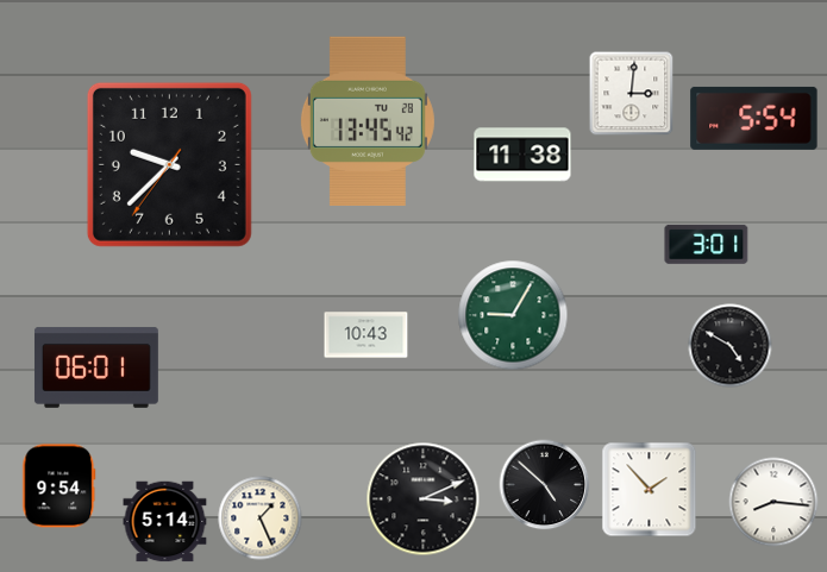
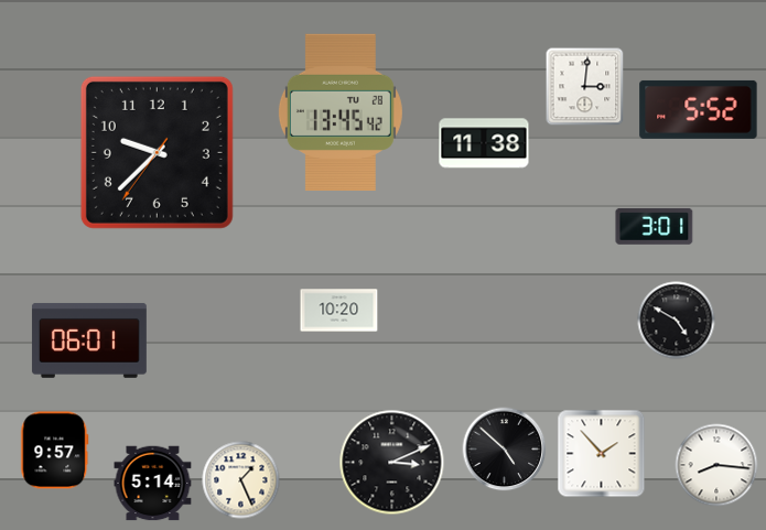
clock at (754, 118): 5:54 -> 5:52
clock at (513, 315): 9:05 -> none
clock at (366, 335): 10:43 -> 10:20
clock at (59, 486): 9:54 -> 9:57
